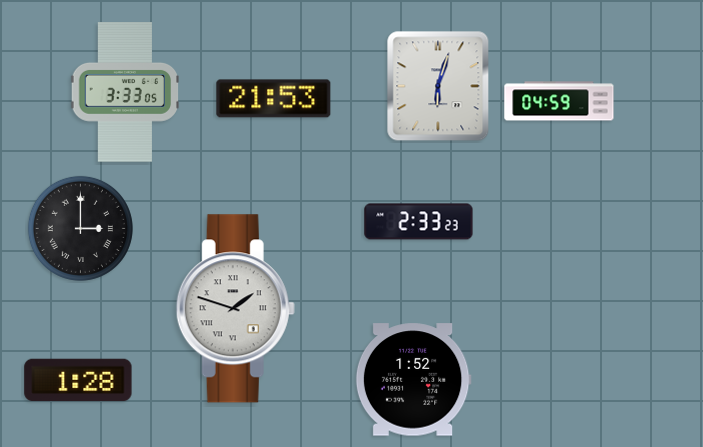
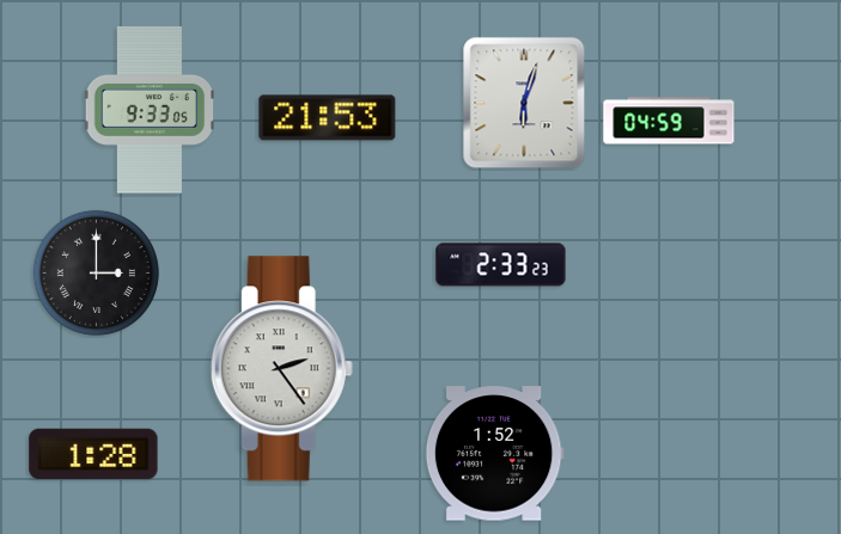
clock at (125, 92): 3:33 -> 9:33
clock at (235, 309): 1:48 -> 2:24
